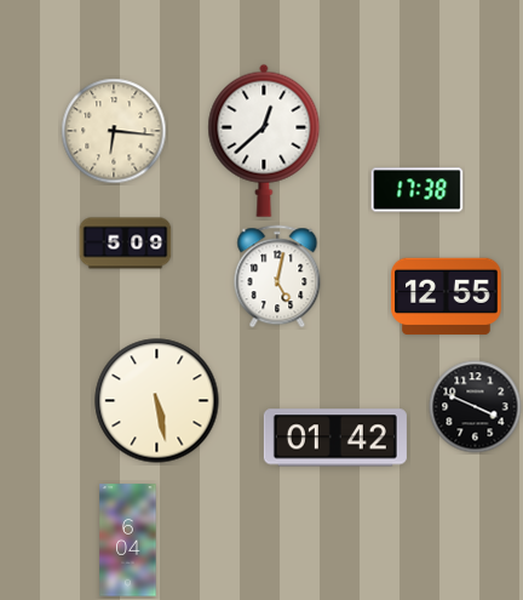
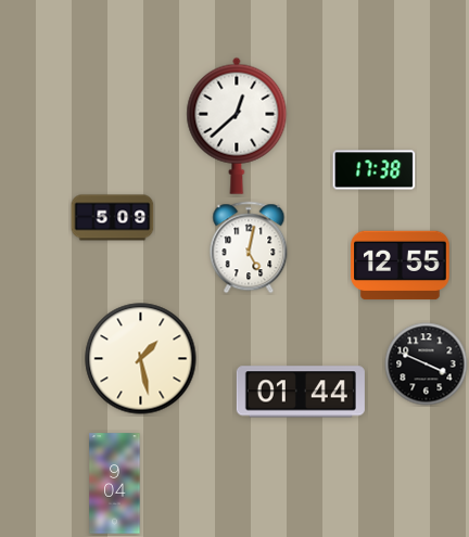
clock at (114, 131): 6:16 -> none
clock at (157, 401): 5:28 -> 1:28
clock at (335, 438): 01:42 -> 01:44
clock at (128, 541): 6:04 -> 9:04
